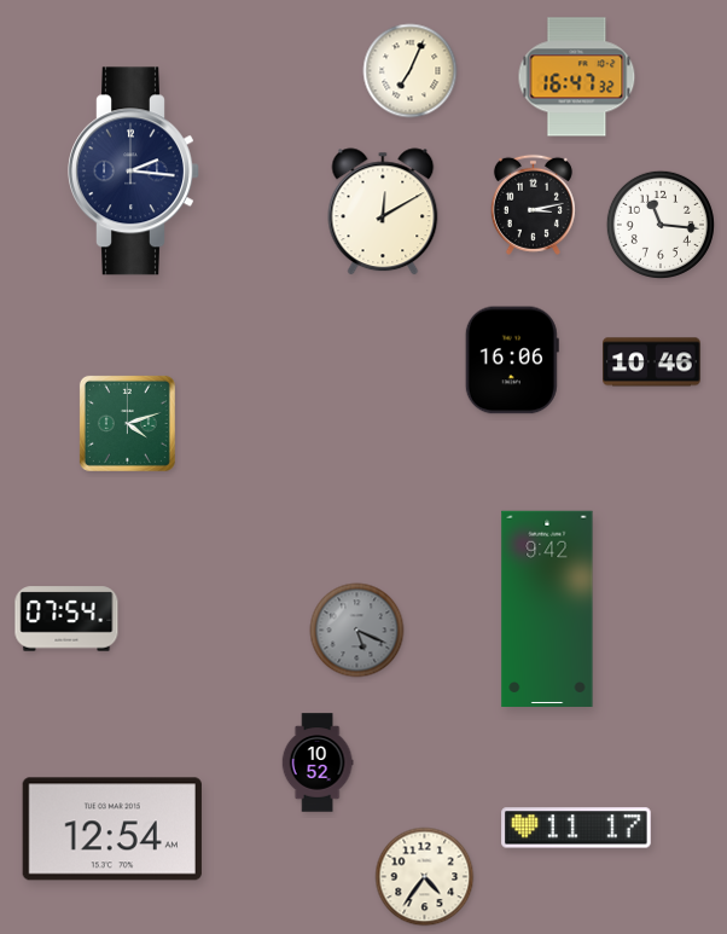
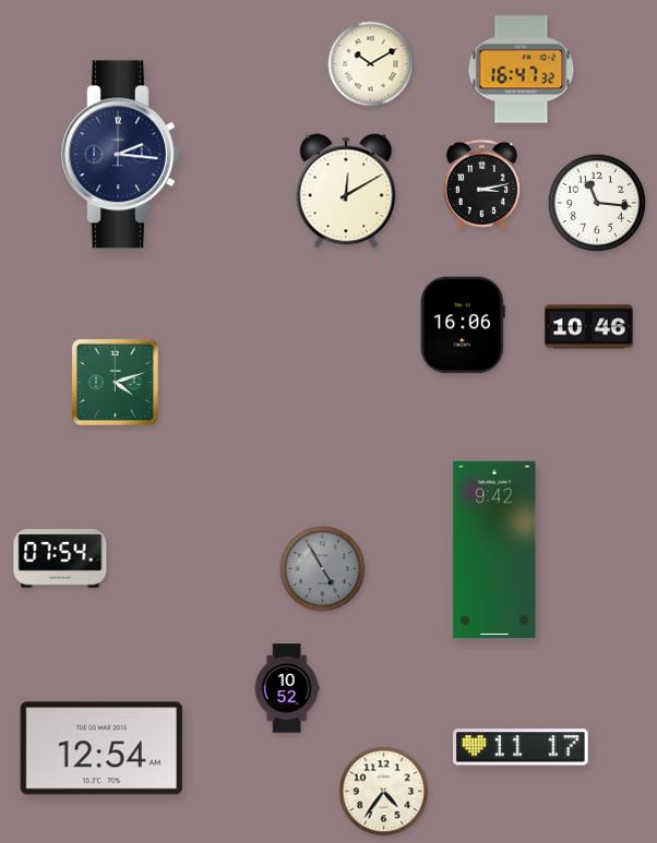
clock at (411, 71): 7:04 -> 10:10
clock at (357, 631): 5:19 -> 4:55
